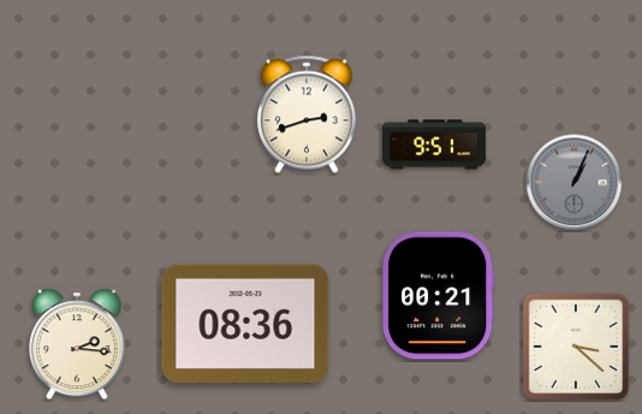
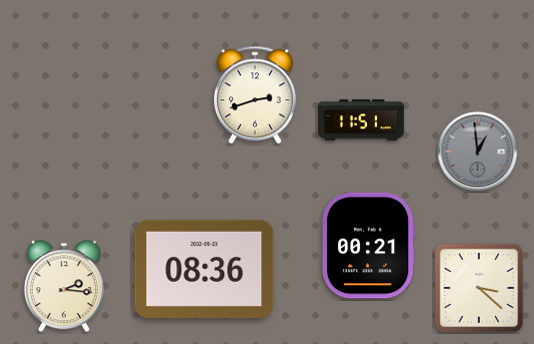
clock at (434, 144): 9:51 -> 11:51
clock at (575, 183): 1:04 -> 12:59
clock at (438, 296) position: (438, 296) -> (368, 246)
